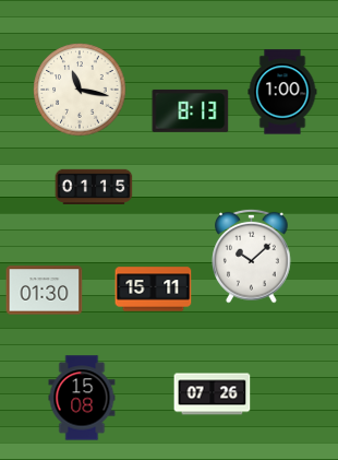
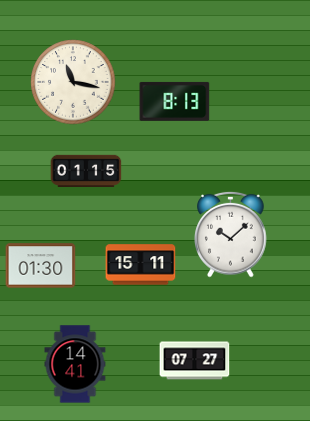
clock at (282, 92): 1:00 -> none
clock at (213, 394): 07:26 -> 07:27
clock at (82, 398): 15:08 -> 14:41
